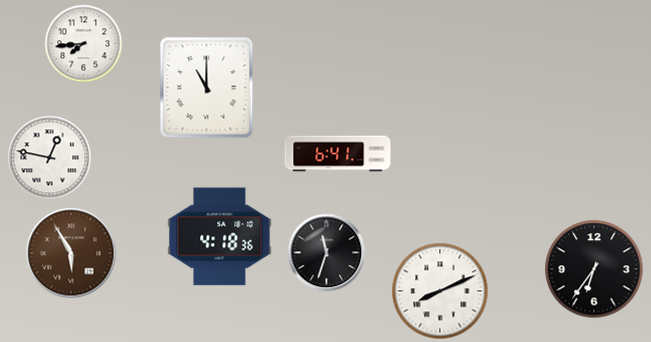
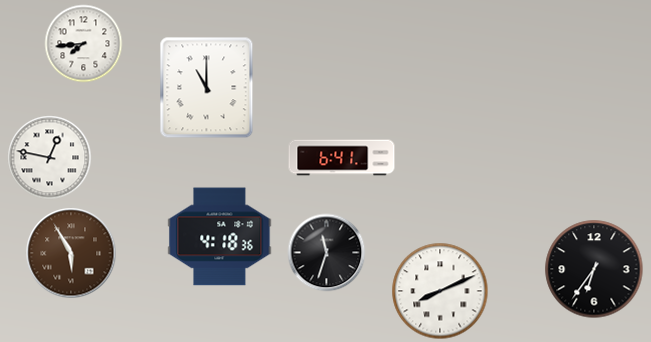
clock at (338, 154) position: (338, 154) -> (342, 158)
